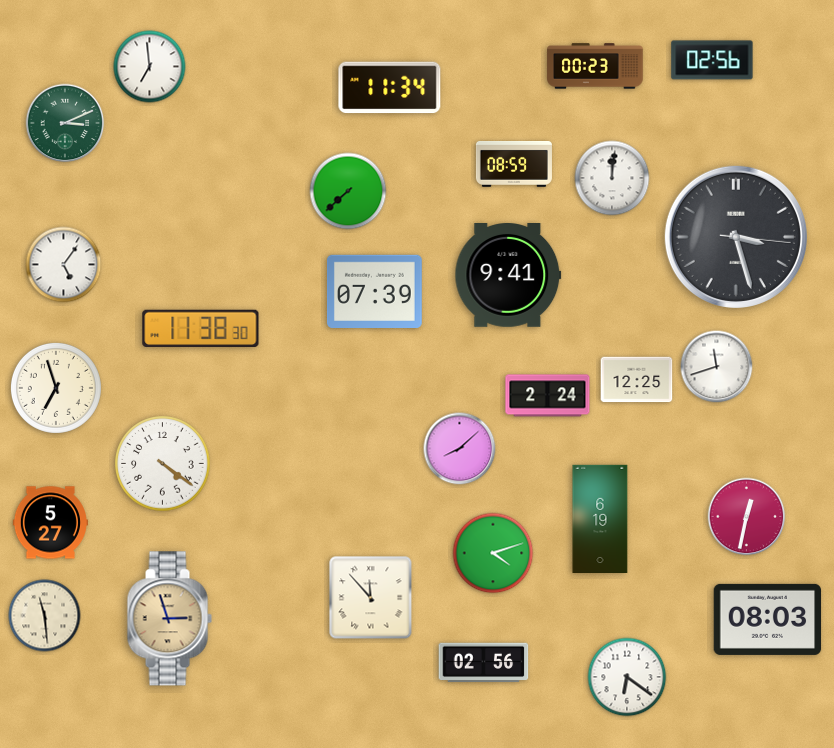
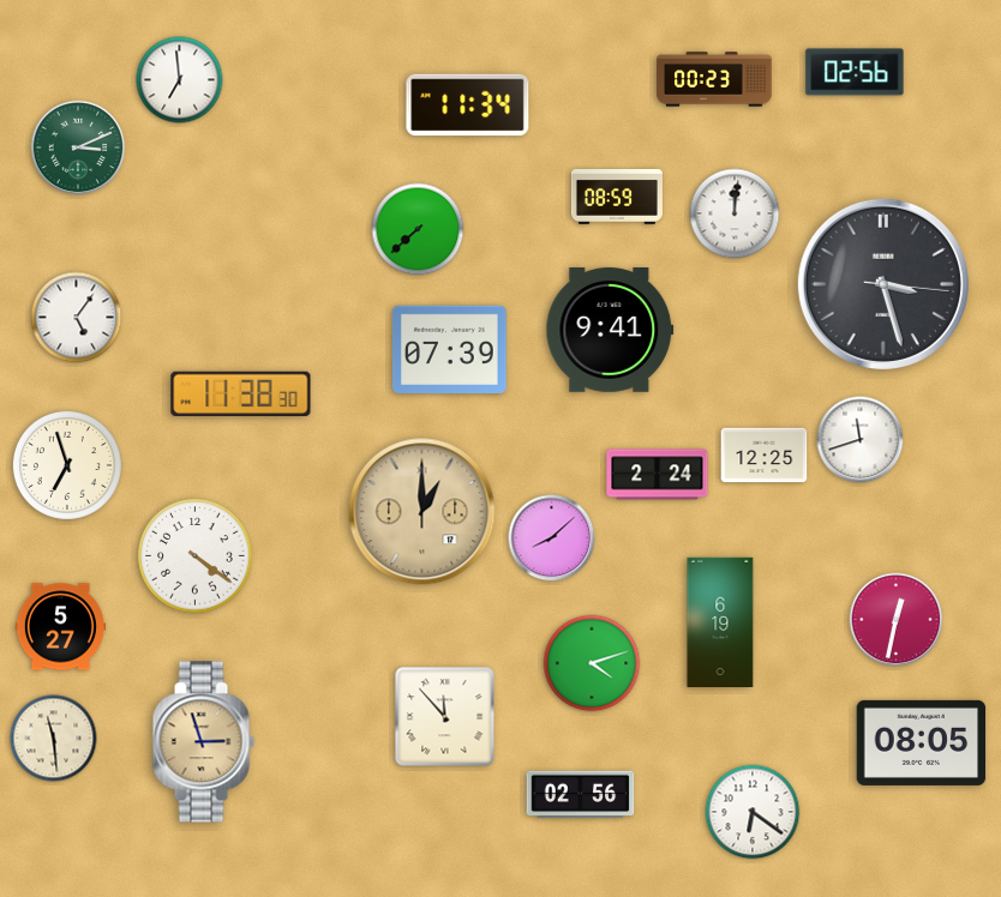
clock at (422, 512): none -> 1:00
clock at (768, 619): 08:03 -> 08:05
